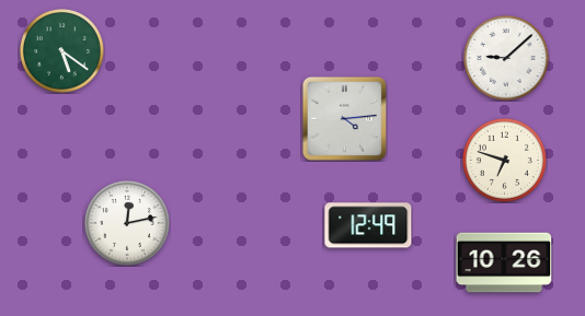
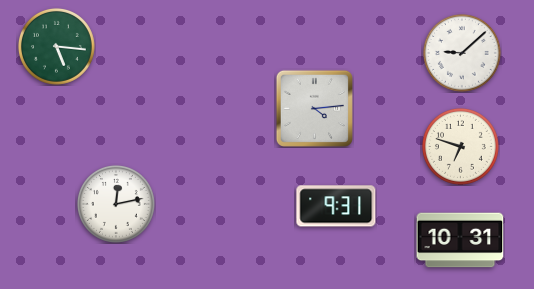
clock at (61, 50): 5:21 -> 5:16
clock at (368, 225): 12:49 -> 9:31
clock at (504, 262): 10:26 -> 10:31
